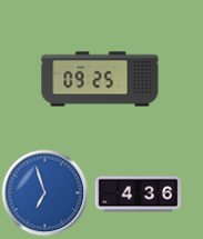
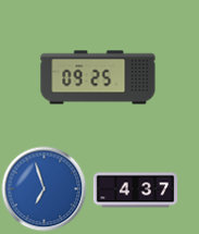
clock at (138, 195): 4:36 -> 4:37
